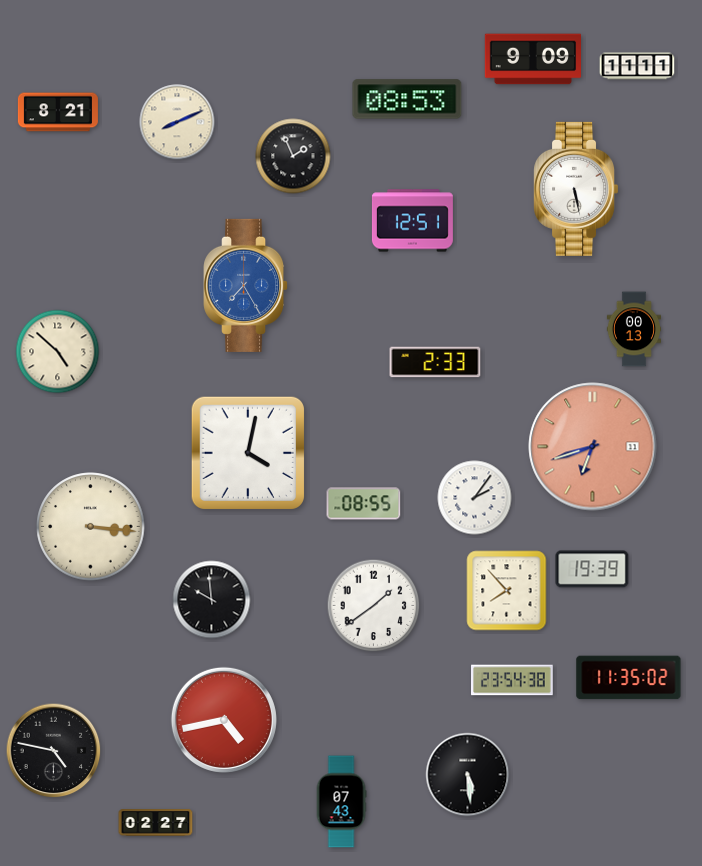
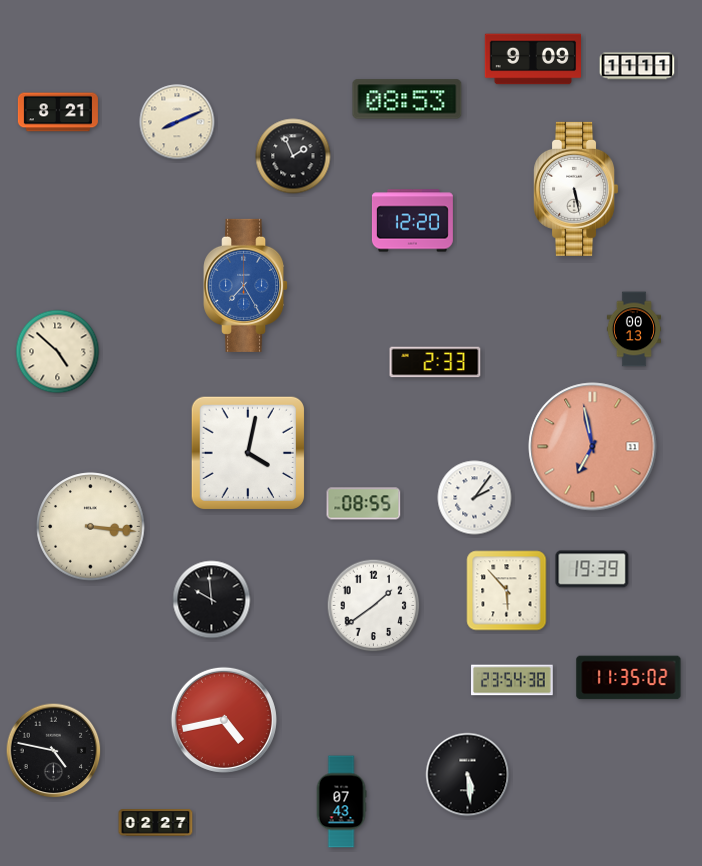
clock at (412, 221): 12:51 -> 12:20
clock at (593, 447): 6:42 -> 6:58
clock at (507, 591): 7:53 -> 5:53
